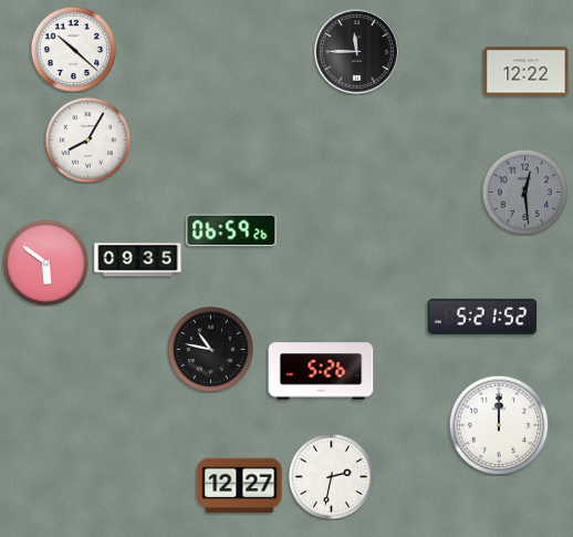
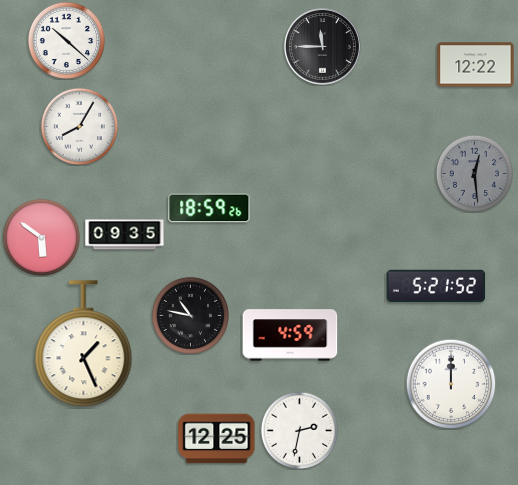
clock at (73, 49) position: (73, 49) -> (66, 40)
clock at (231, 230): 06:59 -> 18:59
clock at (321, 371): 5:26 -> 4:59
clock at (84, 344): none -> 1:26
clock at (240, 486): 12:27 -> 12:25
